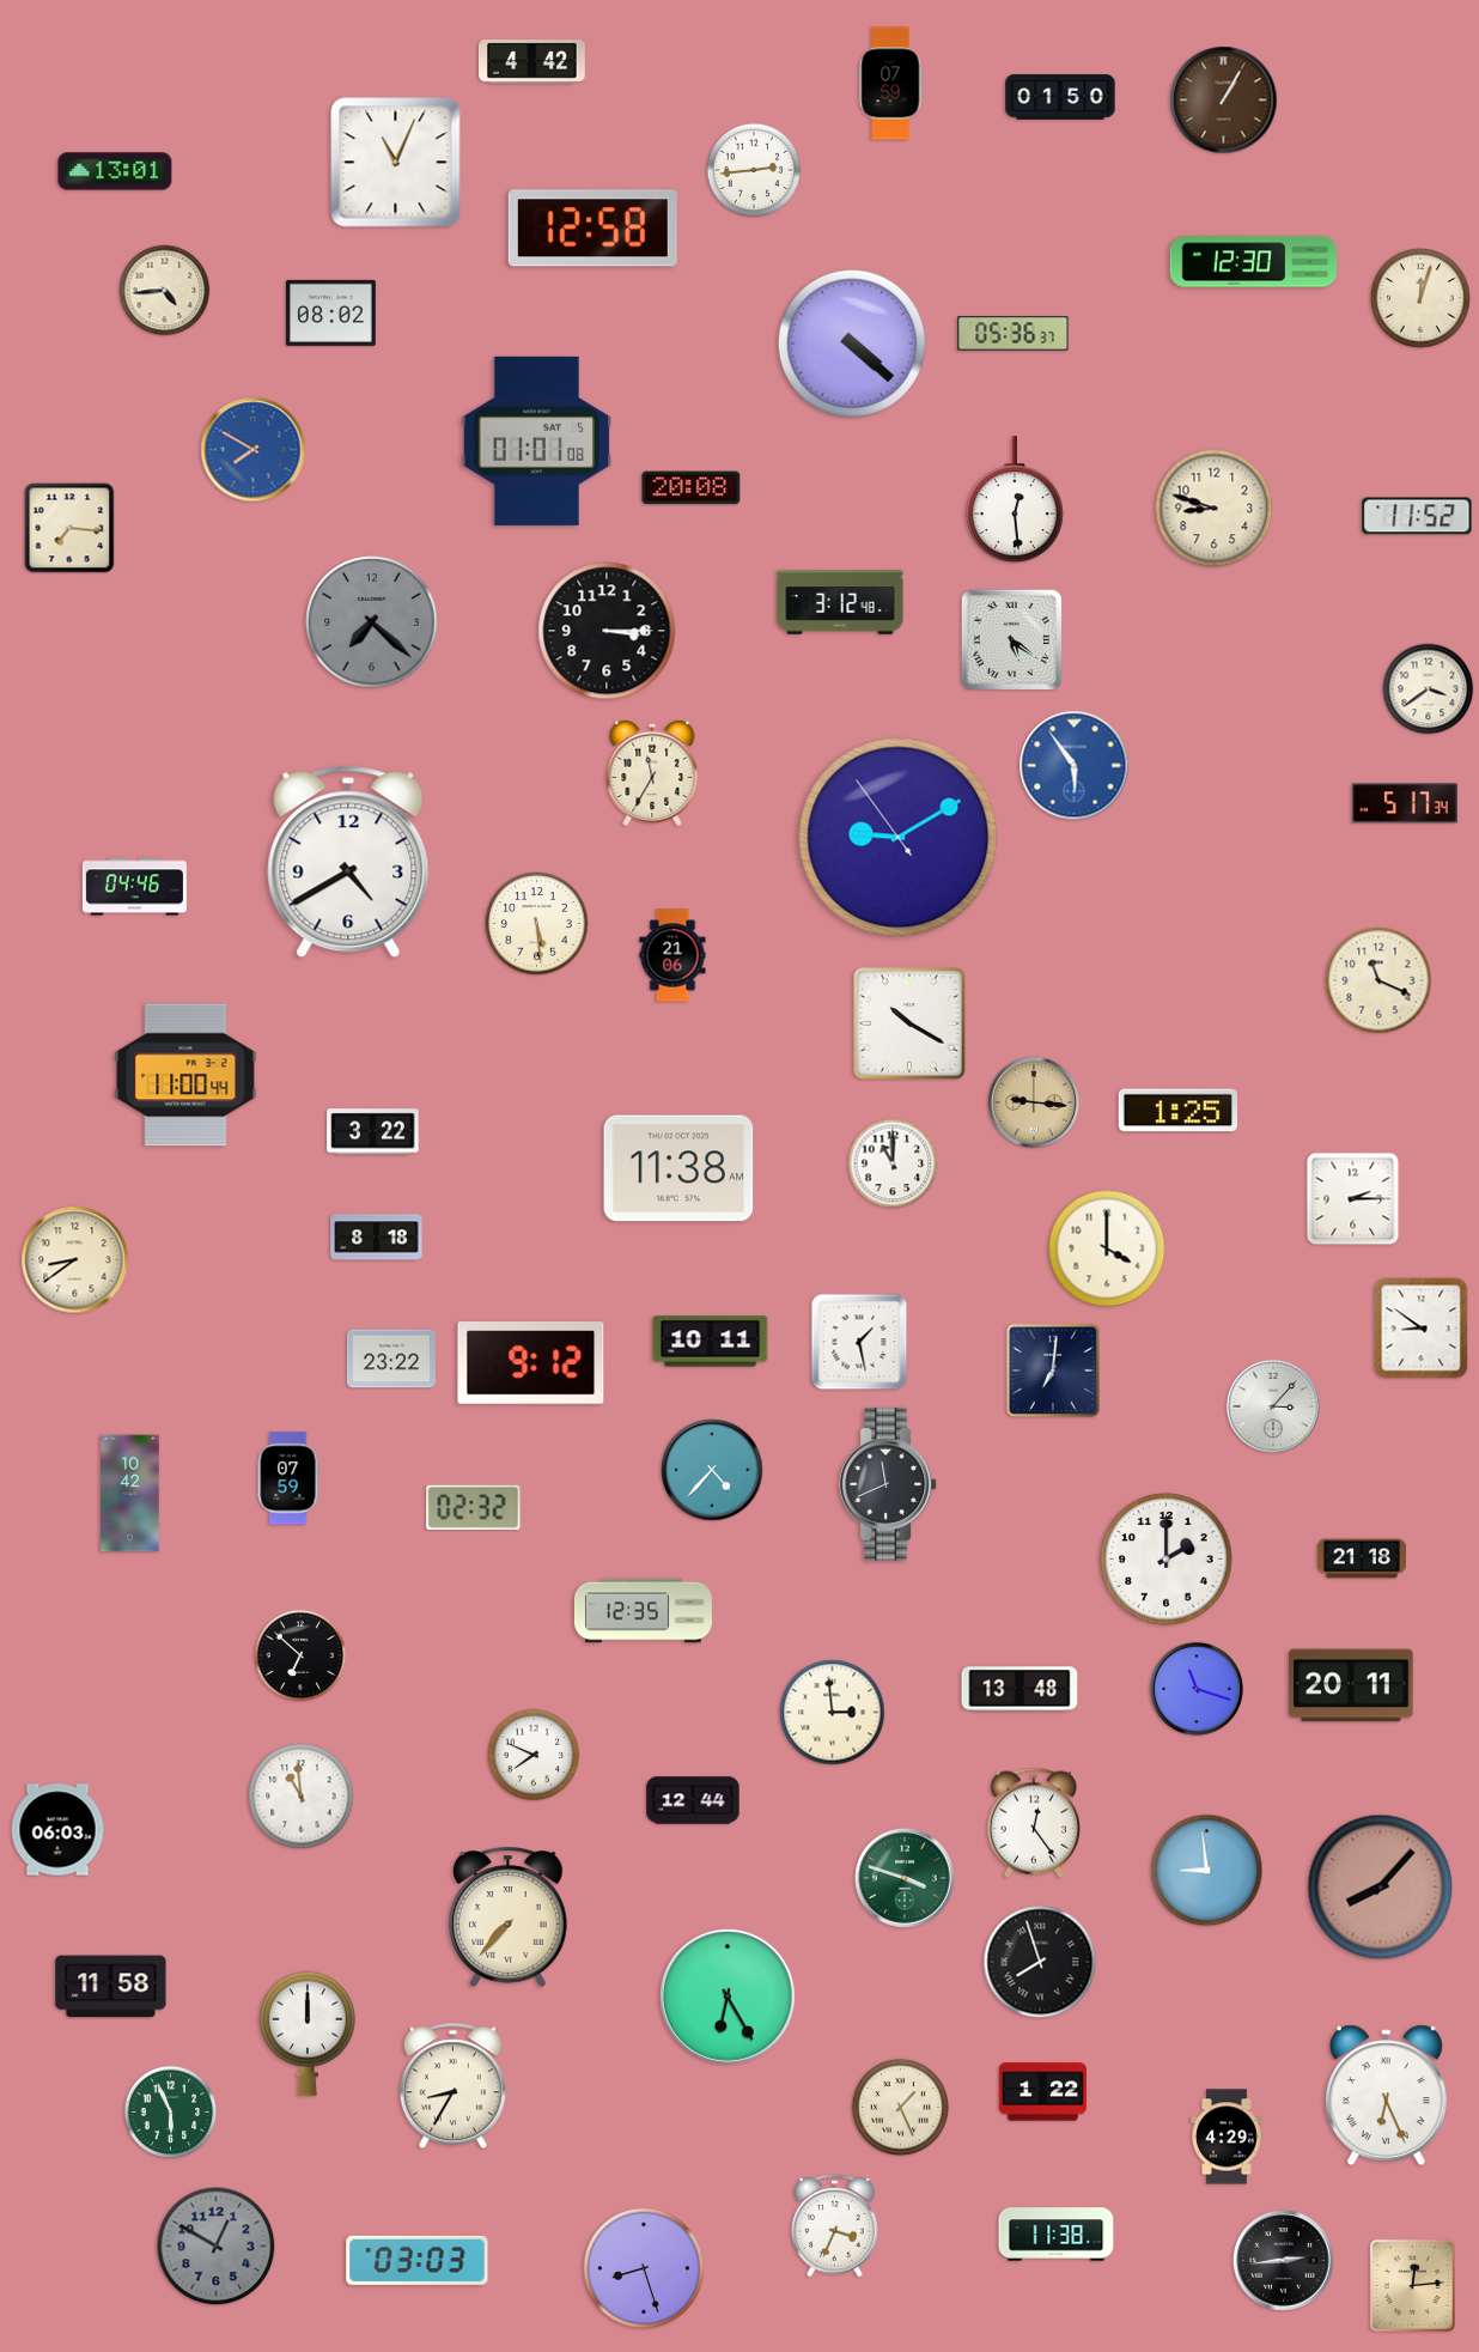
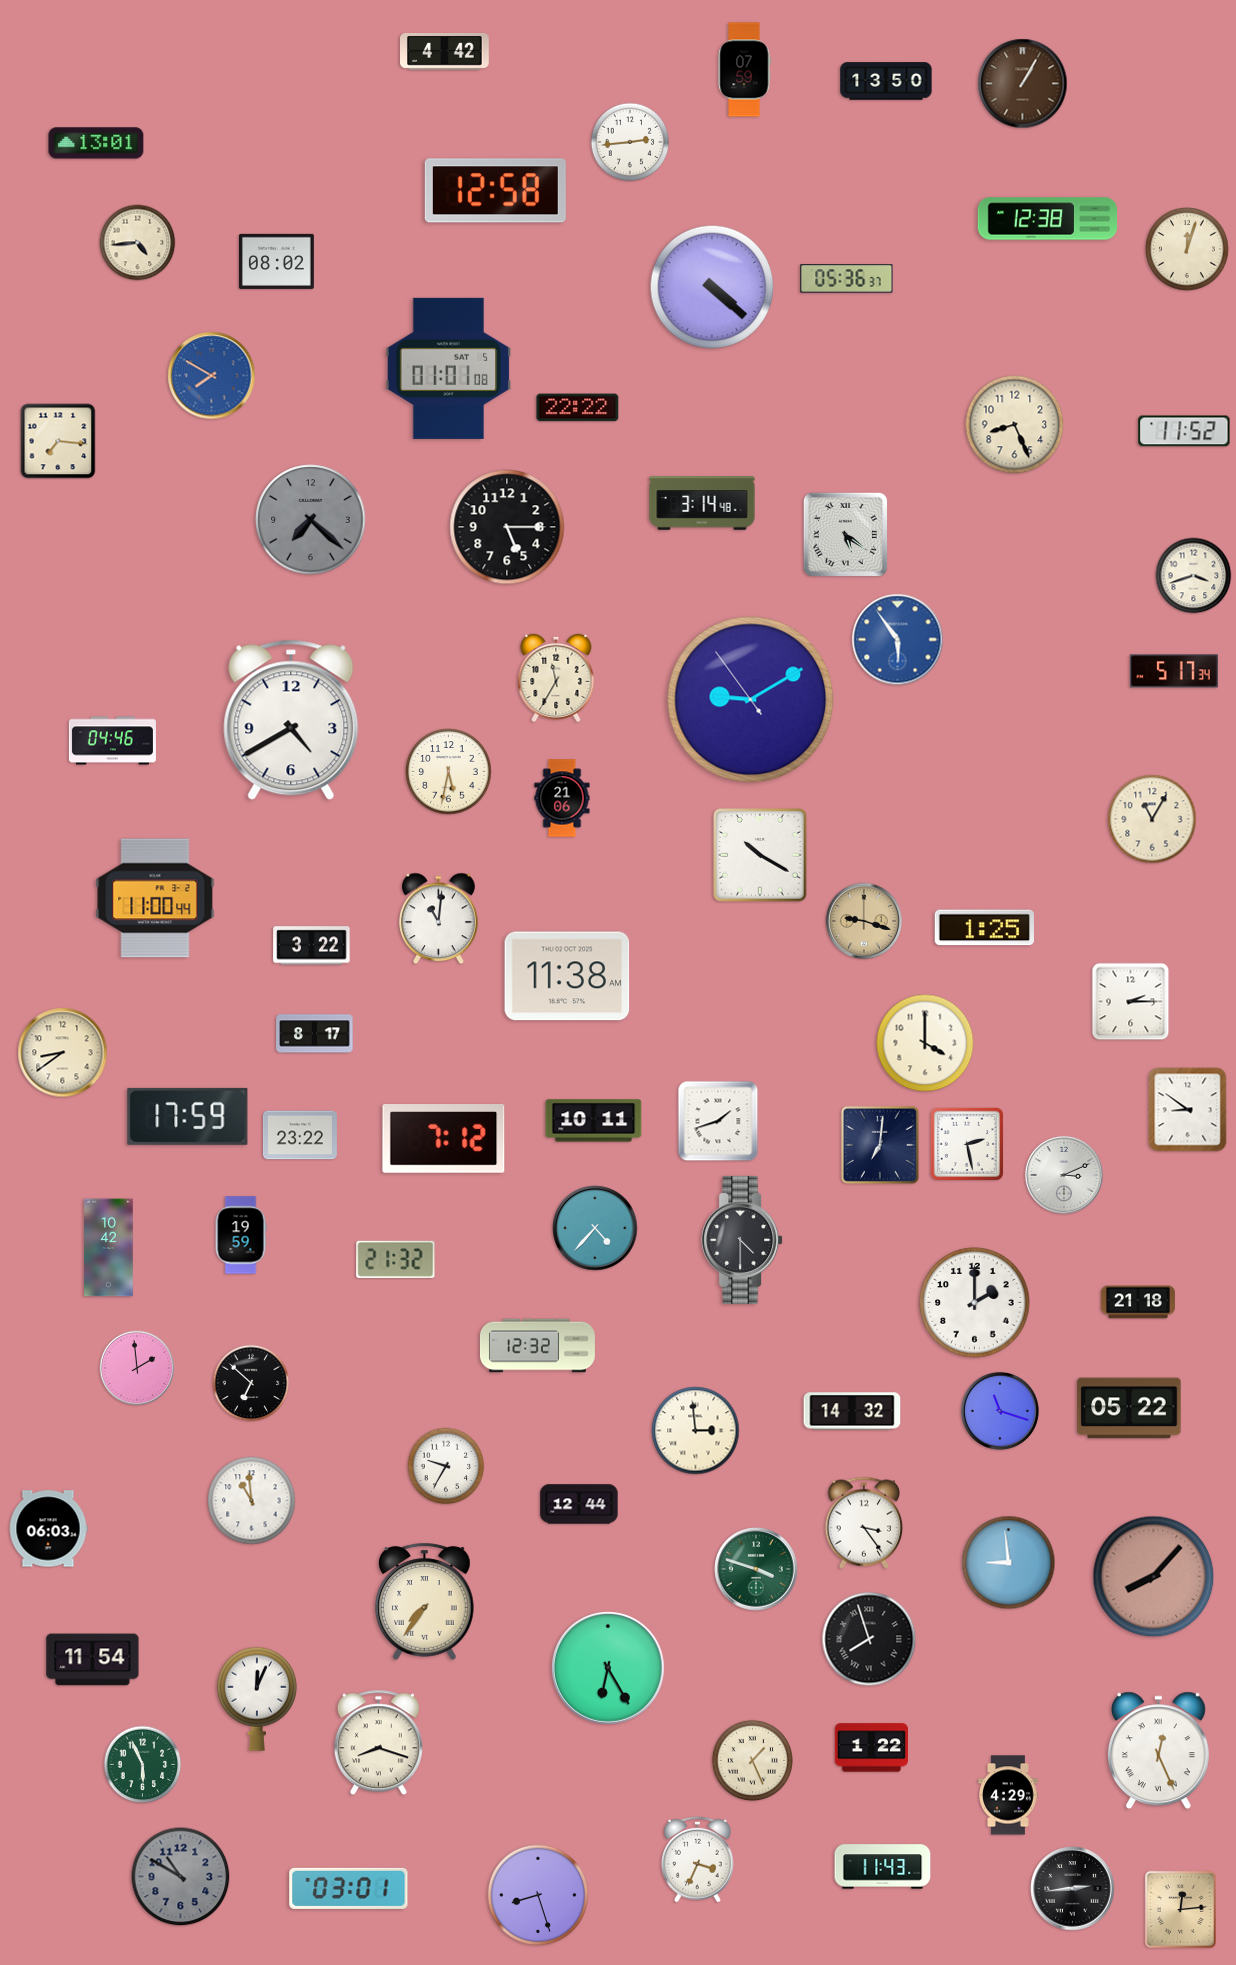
clock at (1060, 97): 01:50 -> 13:50
clock at (396, 163): 11:04 -> none
clock at (1254, 262): 12:30 -> 12:38
clock at (692, 488): 20:08 -> 22:22
clock at (1015, 500): 12:29 -> none
clock at (1215, 509): 8:48 -> 8:26
clock at (840, 602): 3:12 -> 3:14
clock at (607, 631): 3:15 -> 5:15
clock at (1429, 689): 3:39 -> 3:42
clock at (652, 773) position: (652, 773) -> (556, 678)
clock at (537, 924): 5:29 -> 5:32
clock at (1378, 980): 11:19 -> 11:05
clock at (439, 919): none -> 11:01
clock at (1033, 1101): 9:16 -> 9:18
clock at (893, 1163): 11:00 -> none
clock at (377, 1238): 8:18 -> 8:17
clock at (188, 1116): none -> 17:59
clock at (859, 1342): 1:28 -> 1:42
clock at (391, 1359) position: (391, 1359) -> (300, 1135)
clock at (531, 1363): 9:12 -> 7:12
clock at (967, 1144): none -> 2:28
clock at (1273, 1406): 3:07 -> 3:11
clock at (288, 1478): 07:59 -> 19:59
clock at (888, 1484): 11:41 -> 4:30
clock at (474, 1507): 02:32 -> 21:32
clock at (643, 1611): 12:35 -> 12:32
clock at (137, 1368): none -> 1:59
clock at (1351, 1685): 20:11 -> 05:22
clock at (1020, 1689): 13:48 -> 14:32
clock at (534, 1755): 7:49 -> 9:35
clock at (1034, 1823): 12:24 -> 3:24
clock at (509, 1916): 7:37 -> 7:36
clock at (111, 1987): 11:58 -> 11:54
clock at (308, 2034): 12:00 -> 12:04
clock at (452, 2086): 8:35 -> 8:18
clock at (1386, 2096): 6:26 -> 12:26
clock at (1227, 2137) position: (1227, 2137) -> (1008, 1795)
clock at (1057, 2235): 11:38 -> 11:43
clock at (217, 2247): 12:50 -> 10:50
clock at (418, 2260): 03:03 -> 03:01
